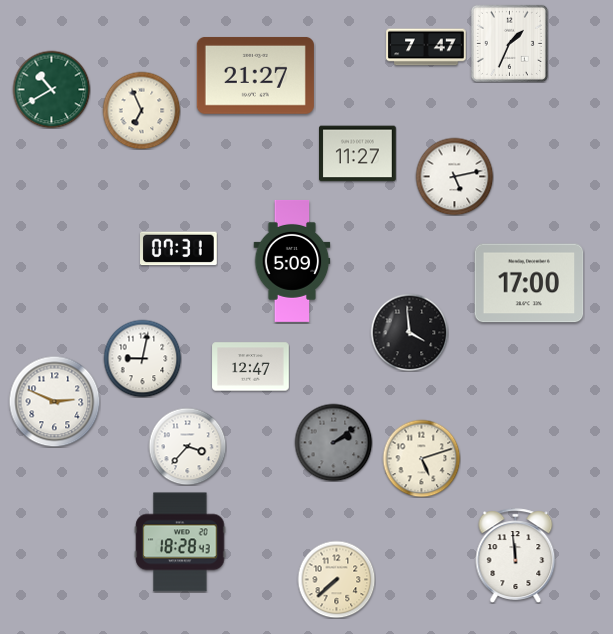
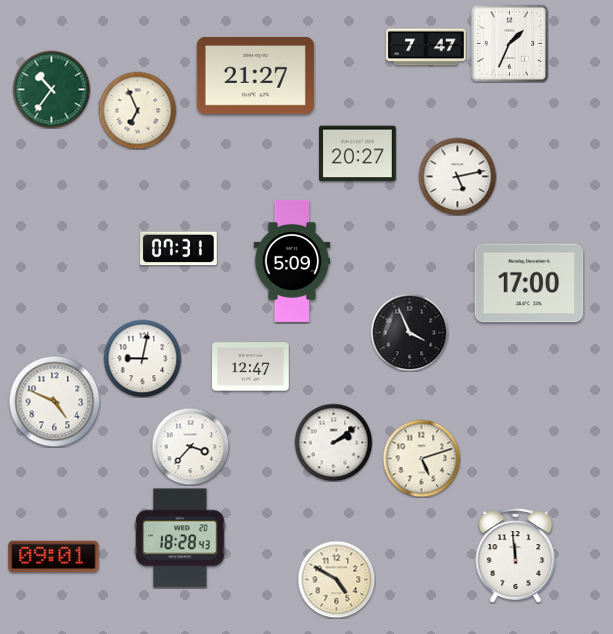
clock at (51, 89): 10:40 -> 10:36
clock at (141, 110) position: (141, 110) -> (137, 110)
clock at (358, 154): 11:27 -> 20:27
clock at (454, 176) position: (454, 176) -> (457, 176)
clock at (409, 332): 3:59 -> 3:56
clock at (54, 401): 2:49 -> 4:49
clock at (333, 442) dial: grey -> white
clock at (187, 446) position: (187, 446) -> (190, 446)
clock at (180, 542) position: (180, 542) -> (180, 538)
clock at (54, 557): none -> 09:01
clock at (336, 579): 7:38 -> 4:50
